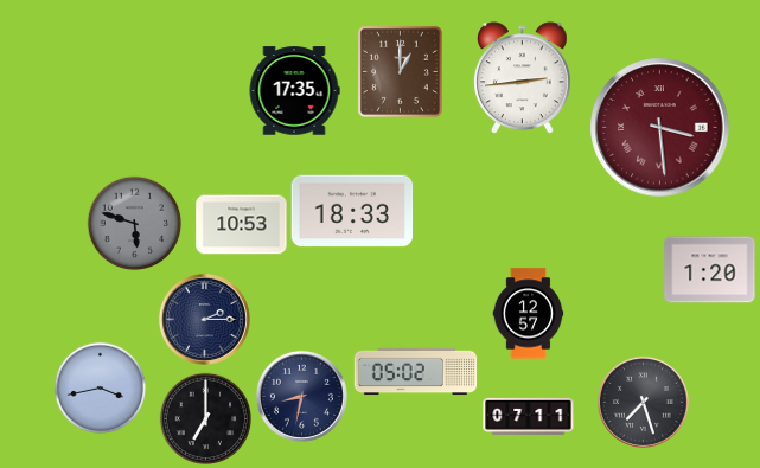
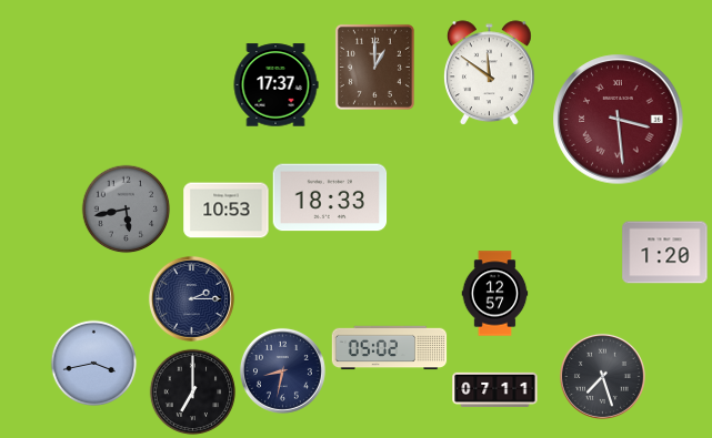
clock at (523, 78): 2:44 -> 11:51
clock at (294, 91): 17:35 -> 17:37
clock at (134, 223): 5:48 -> 5:43
